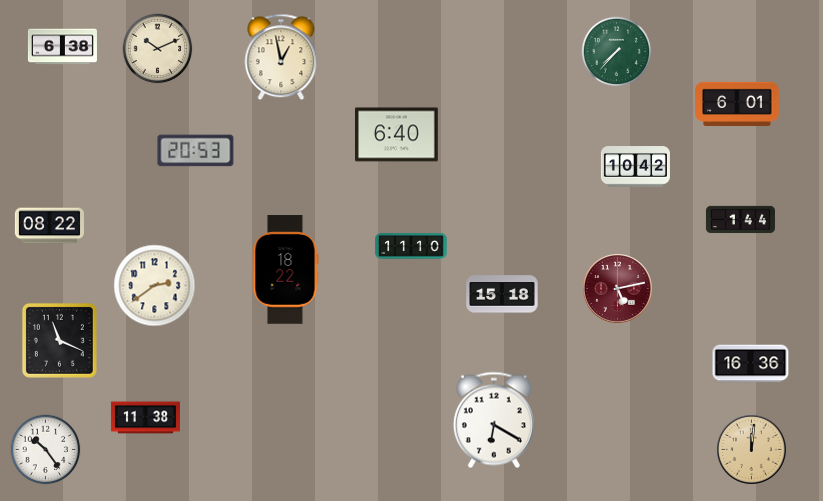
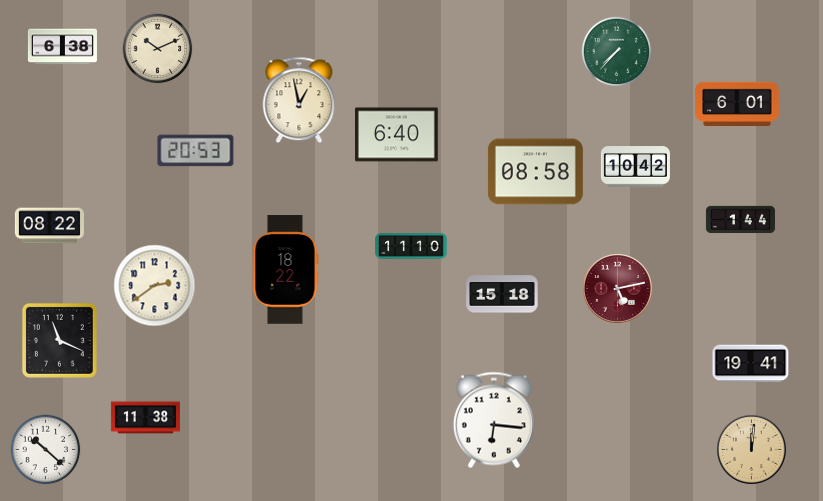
clock at (281, 57) position: (281, 57) -> (299, 100)
clock at (535, 172): none -> 08:58
clock at (751, 364): 16:36 -> 19:41
clock at (494, 420): 6:20 -> 6:16
clock at (46, 450): 10:24 -> 10:22
